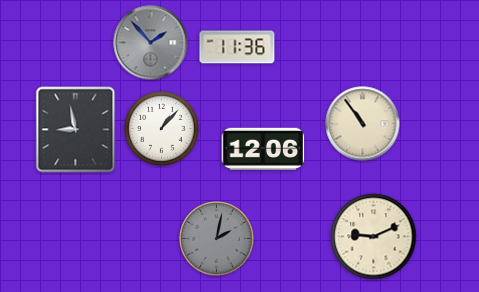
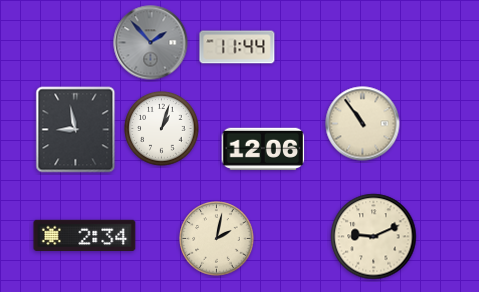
clock at (237, 47): 11:36 -> 11:44
clock at (162, 129): 1:07 -> 1:03
clock at (85, 235): none -> 2:34
clock at (217, 239) dial: grey -> cream
